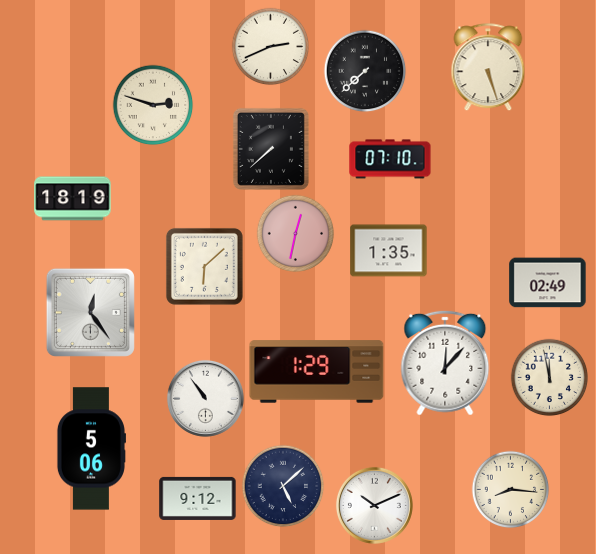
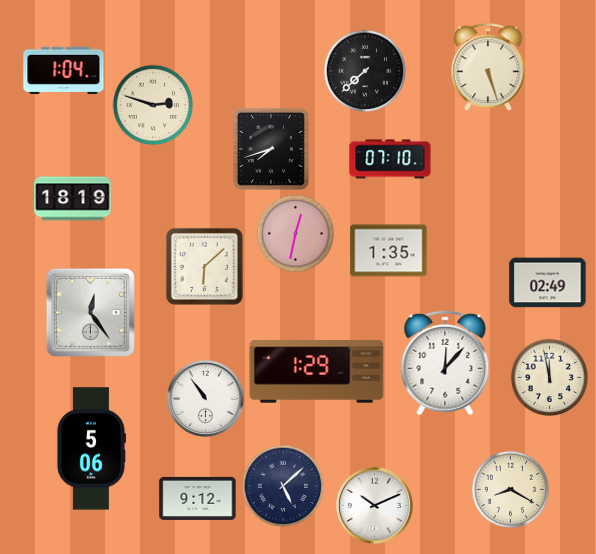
clock at (270, 46): 2:41 -> none
clock at (64, 70): none -> 1:04
clock at (271, 149): 7:38 -> 7:42
clock at (510, 489): 8:16 -> 8:20
